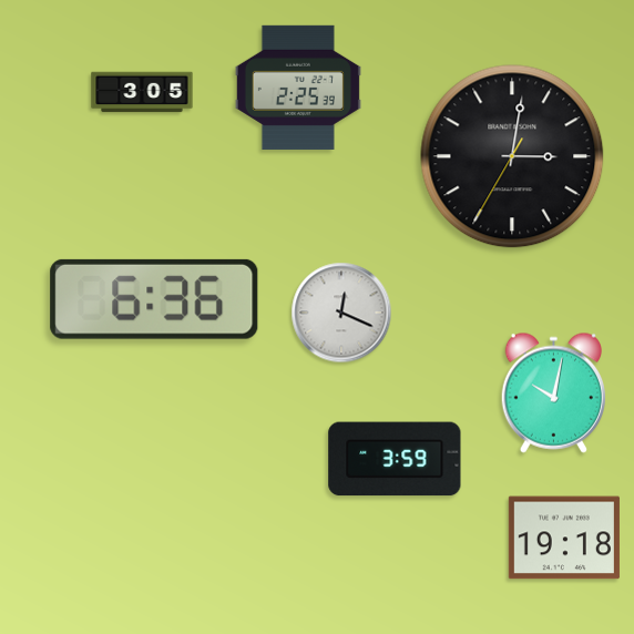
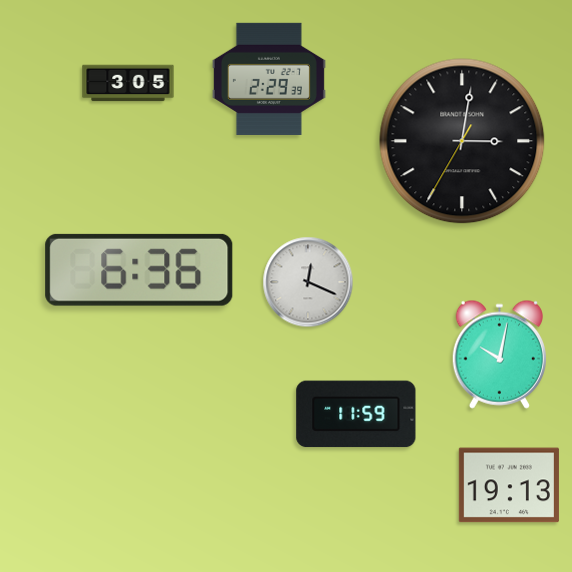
clock at (298, 88): 2:25 -> 2:29
clock at (395, 459): 3:59 -> 11:59
clock at (564, 538): 19:18 -> 19:13
